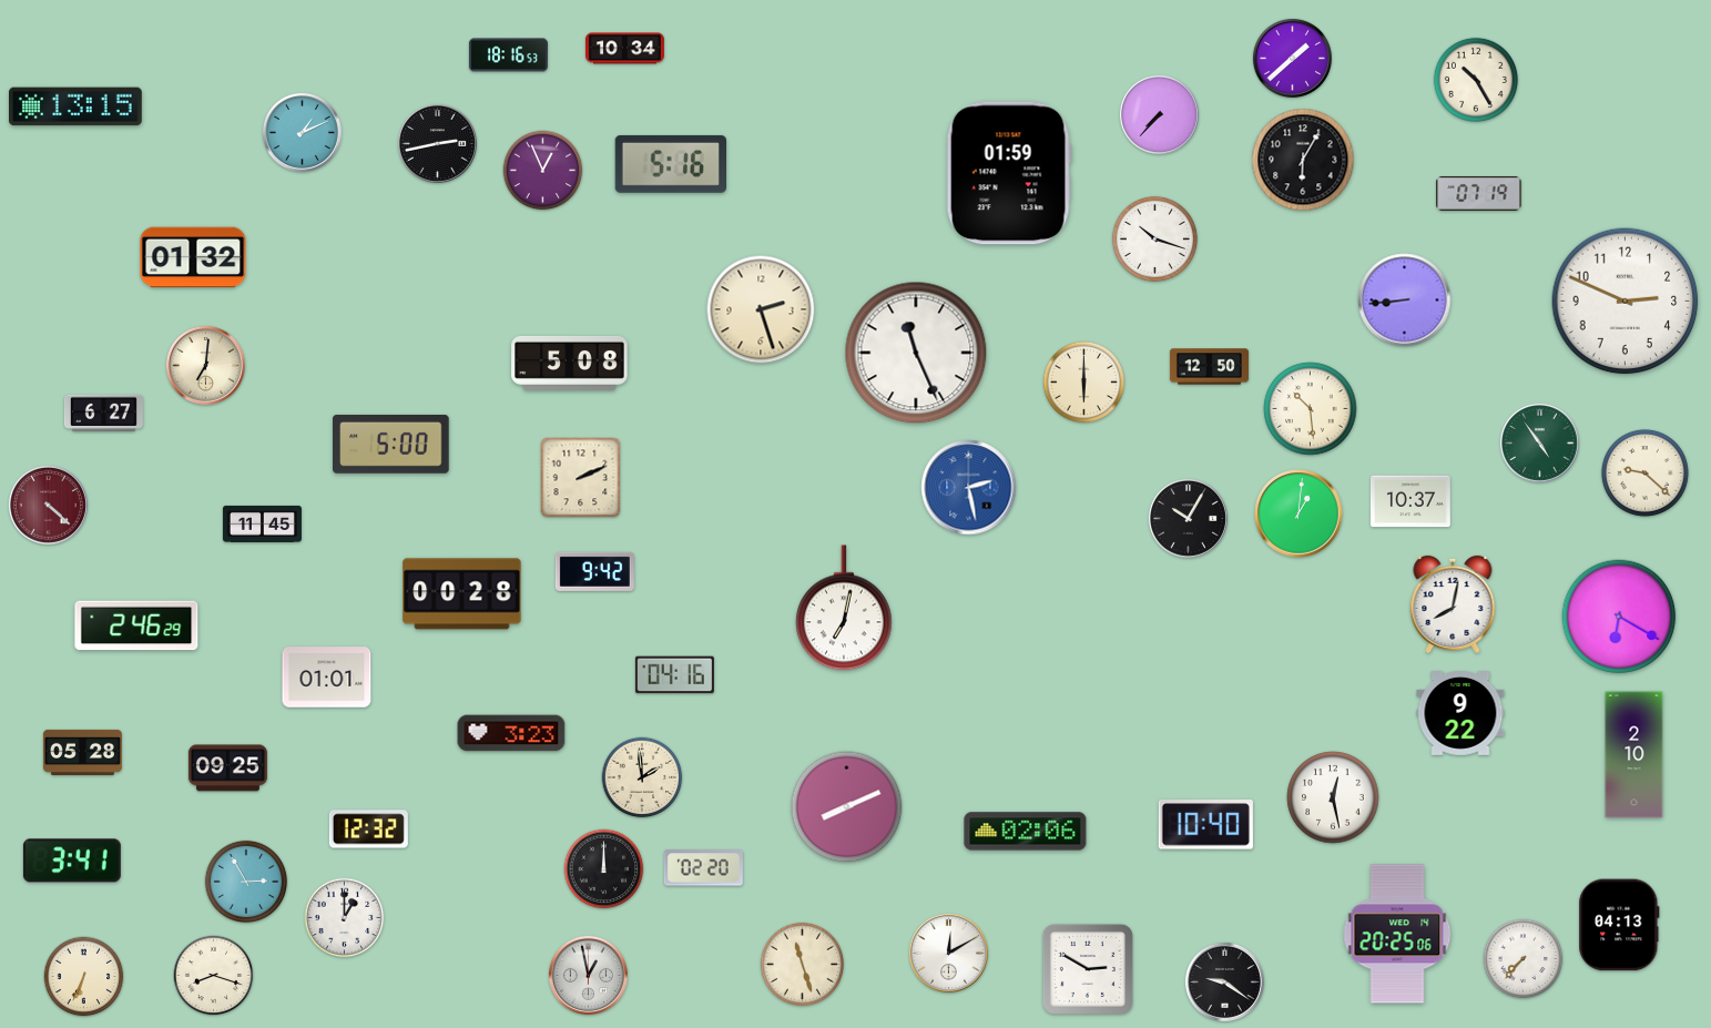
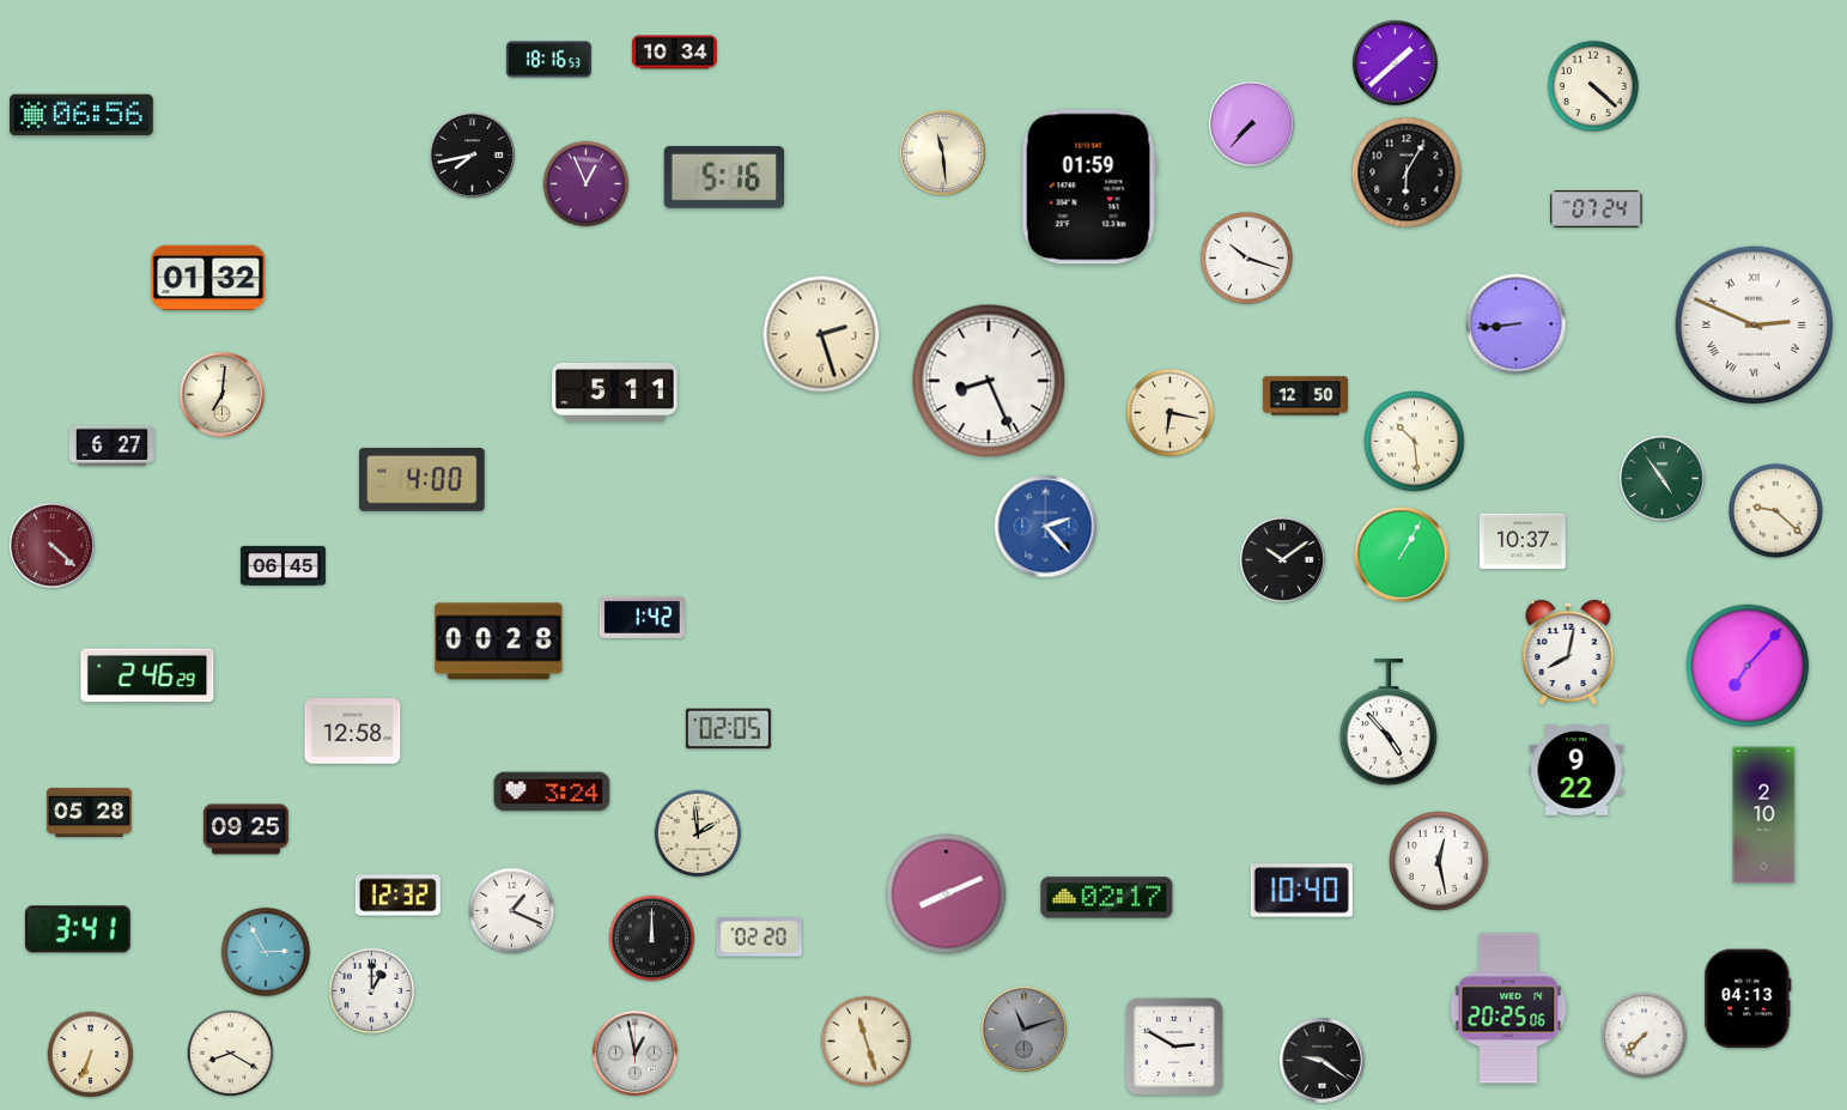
clock at (1476, 80): 10:25 -> 4:22
clock at (77, 106): 13:15 -> 06:56
clock at (302, 132): 1:11 -> none
clock at (942, 152): none -> 11:29
clock at (437, 143): 2:43 -> 7:43
clock at (1479, 194): 07:19 -> 07:24
clock at (1626, 302) numerals: Arabic -> Roman
clock at (916, 353): 11:26 -> 8:26
clock at (570, 363): 5:08 -> 5:11
clock at (1084, 383): 6:00 -> 6:17
clock at (391, 444): 5:00 -> 4:00
clock at (581, 478): 2:11 -> none
clock at (969, 488): 2:28 -> 2:23
clock at (1298, 513): 1:01 -> 1:05
clock at (1188, 518): 10:05 -> 10:09
clock at (262, 523): 11:45 -> 06:45
clock at (594, 571): 9:42 -> 1:42
clock at (845, 608): 7:02 -> none
clock at (1619, 617): 6:20 -> 7:07
clock at (1389, 723): none -> 4:53
clock at (674, 675): 04:16 -> 02:05
clock at (327, 678): 01:01 -> 12:58
clock at (511, 733): 3:23 -> 3:24
clock at (642, 777) position: (642, 777) -> (698, 833)
clock at (847, 807) position: (847, 807) -> (947, 894)
clock at (1026, 832): 02:06 -> 02:17
clock at (512, 911): none -> 1:19
clock at (948, 953): 12:10 -> 11:12
clock at (948, 953) dial: white -> grey
clock at (214, 976): 8:18 -> 8:20
